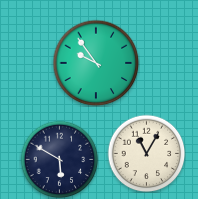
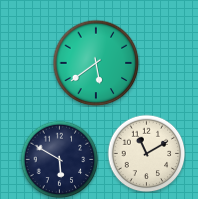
clock at (96, 63): 9:54 -> 5:39
clock at (146, 153): 11:05 -> 11:10
